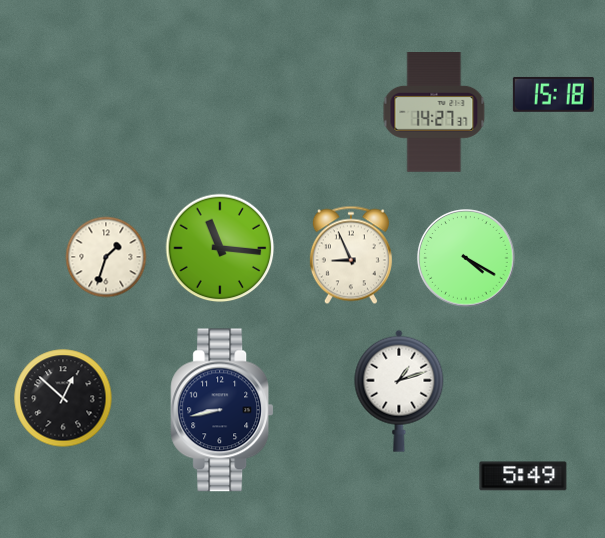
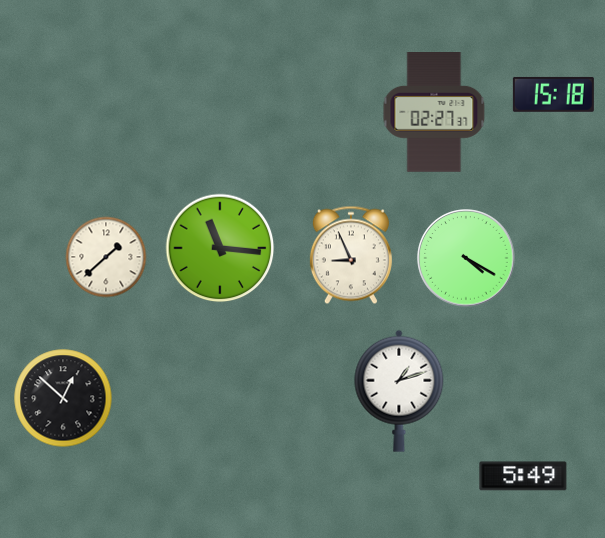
clock at (434, 113): 14:27 -> 02:27
clock at (106, 257): 1:33 -> 1:38
clock at (222, 410): 8:43 -> none
